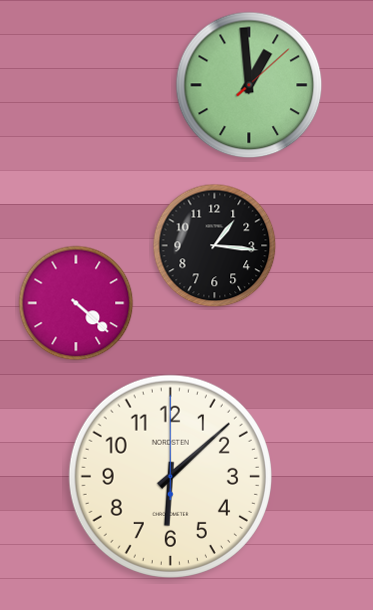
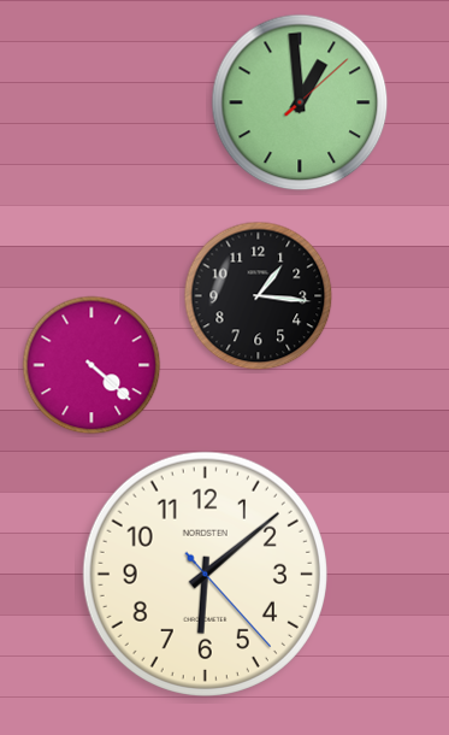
clock at (170, 476): 6:08:00 -> 6:08:23
